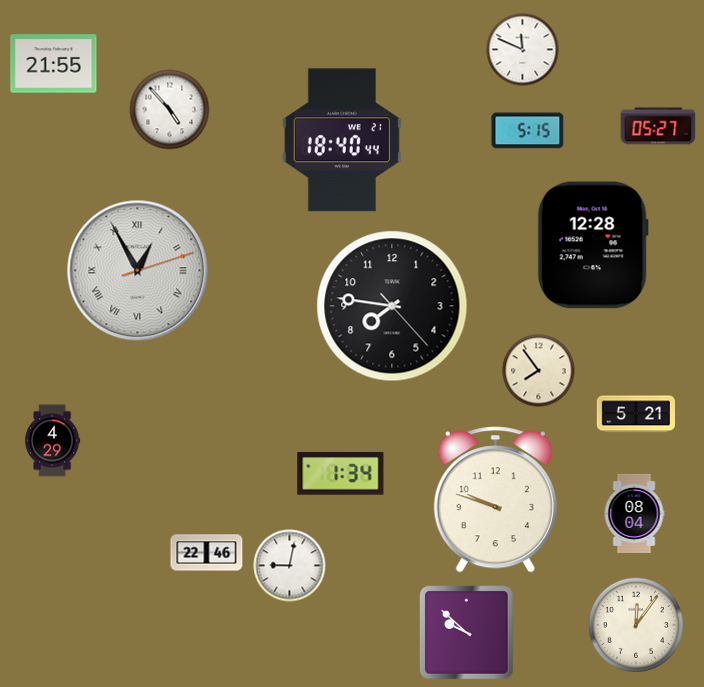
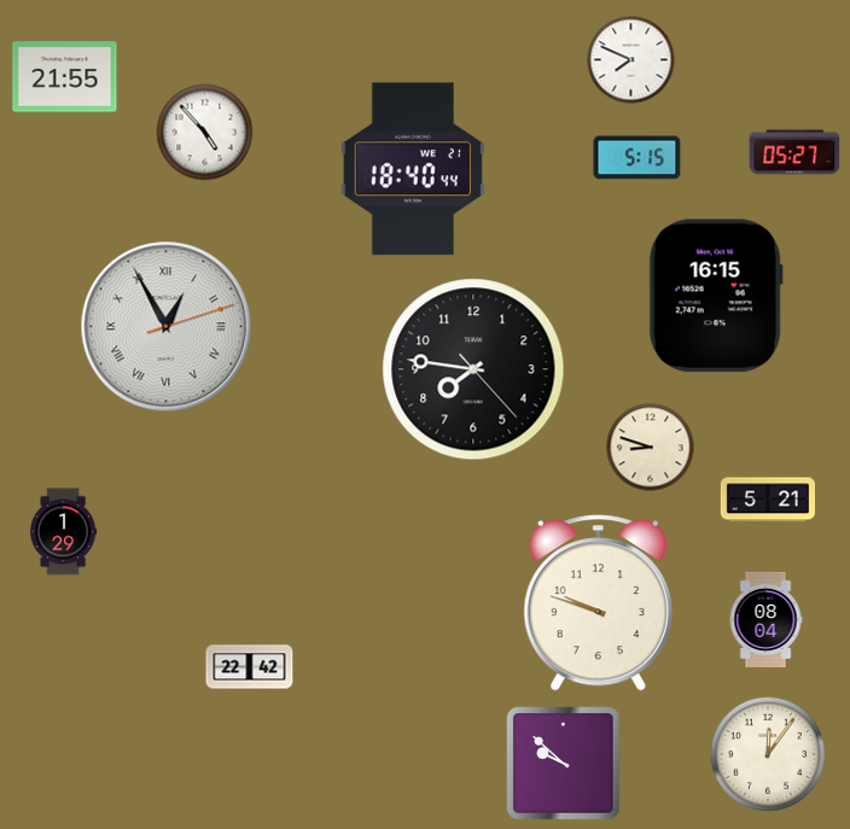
clock at (523, 50): 11:49 -> 7:49
clock at (593, 245): 12:28 -> 16:15
clock at (539, 371): 7:54 -> 8:48
clock at (53, 441): 4:29 -> 1:29
clock at (341, 474): 1:34 -> none
clock at (207, 553): 22:46 -> 22:42
clock at (290, 566): 9:02 -> none
